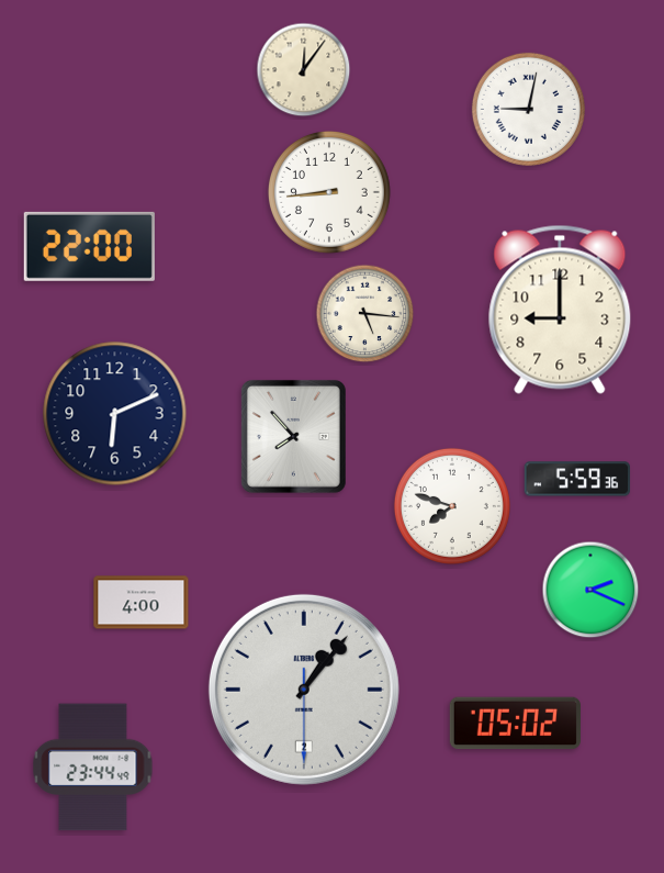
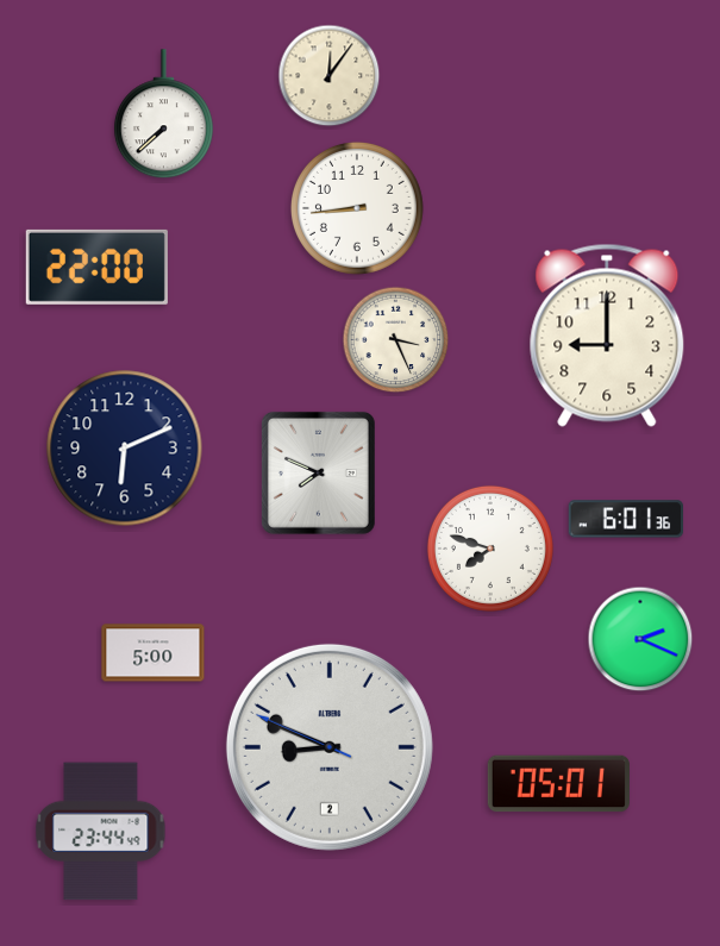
clock at (163, 114): none -> 7:38
clock at (528, 109): 9:02 -> none
clock at (365, 314): 5:16 -> 3:26
clock at (293, 436): 7:53 -> 7:49
clock at (576, 479): 5:59 -> 6:01
clock at (142, 603): 4:00 -> 5:00
clock at (304, 690): 1:06 -> 8:48
clock at (515, 724): 05:02 -> 05:01
